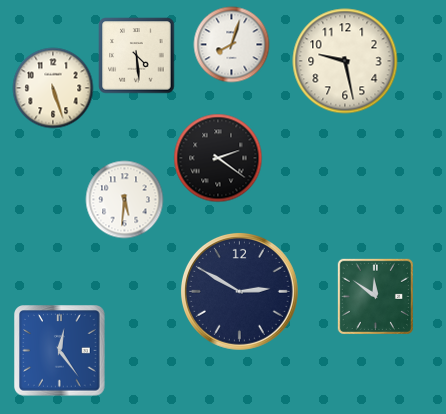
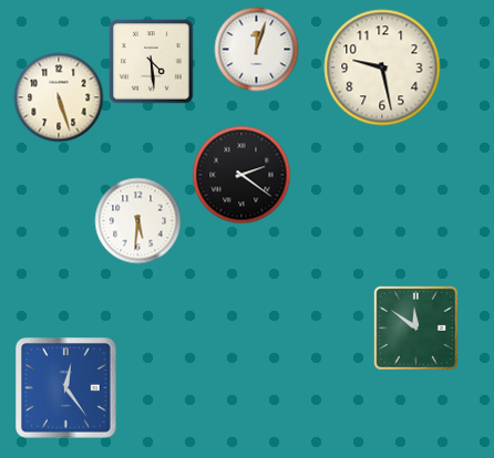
clock at (232, 45): 8:03 -> 12:03
clock at (239, 291): 2:50 -> none
